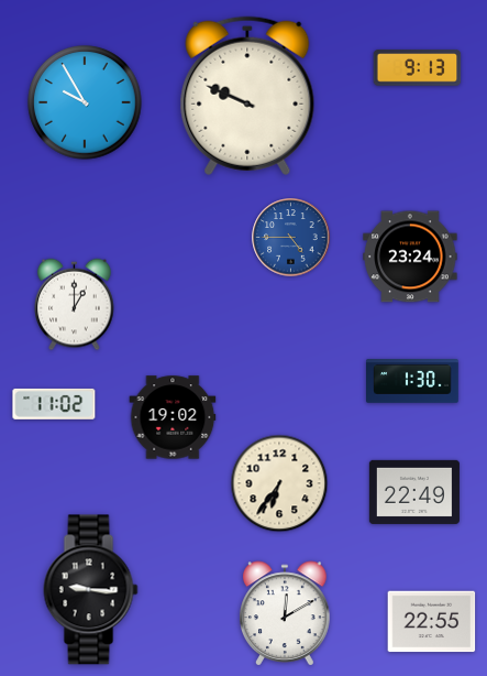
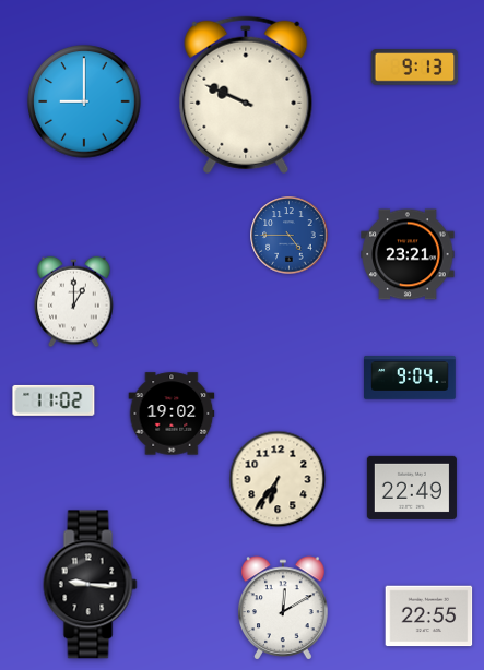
clock at (85, 102): 9:55 -> 9:00
clock at (410, 257): 23:24 -> 23:21
clock at (412, 382): 1:30 -> 9:04
